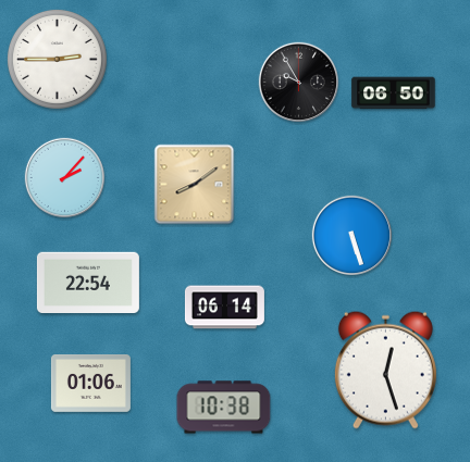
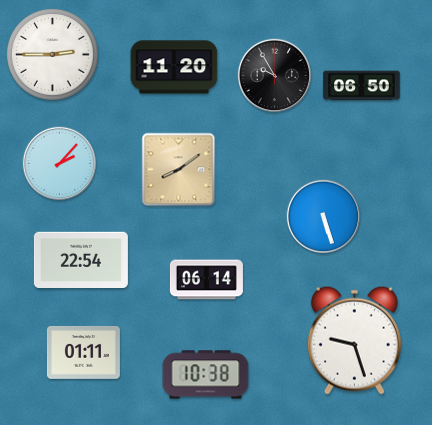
clock at (174, 67): none -> 11:20
clock at (224, 308) position: (224, 308) -> (206, 280)
clock at (385, 370): 12:27 -> 9:27
clock at (90, 384): 01:06 -> 01:11
